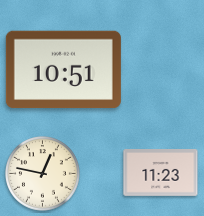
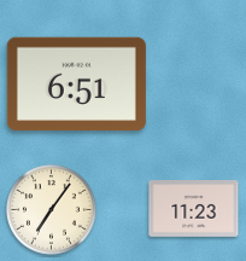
clock at (63, 70): 10:51 -> 6:51
clock at (43, 174): 12:47 -> 7:06
